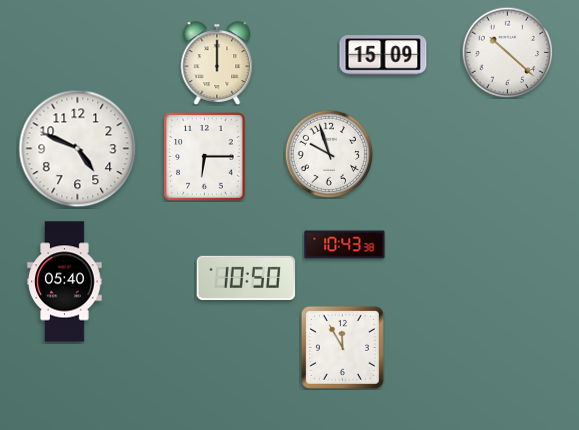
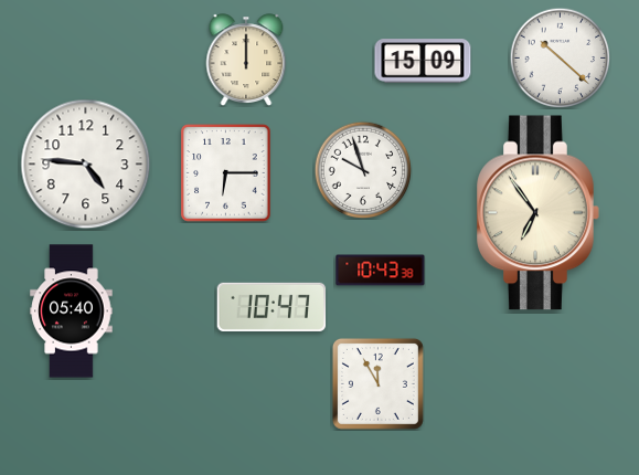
clock at (217, 63) position: (217, 63) -> (246, 60)
clock at (78, 149): 4:49 -> 4:46
clock at (539, 213): none -> 6:54
clock at (246, 278): 10:50 -> 10:47
